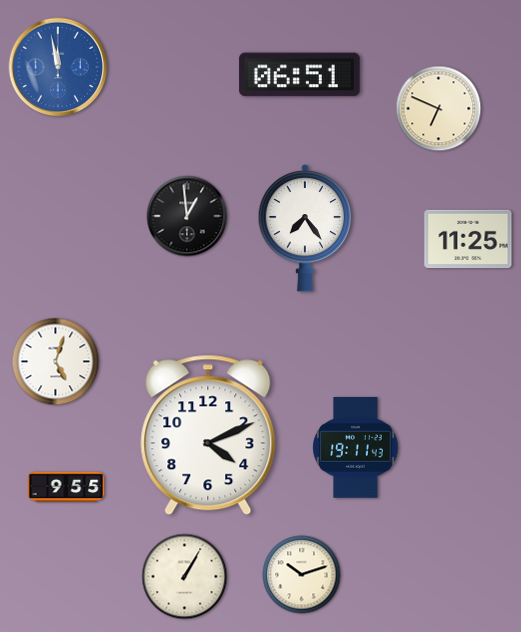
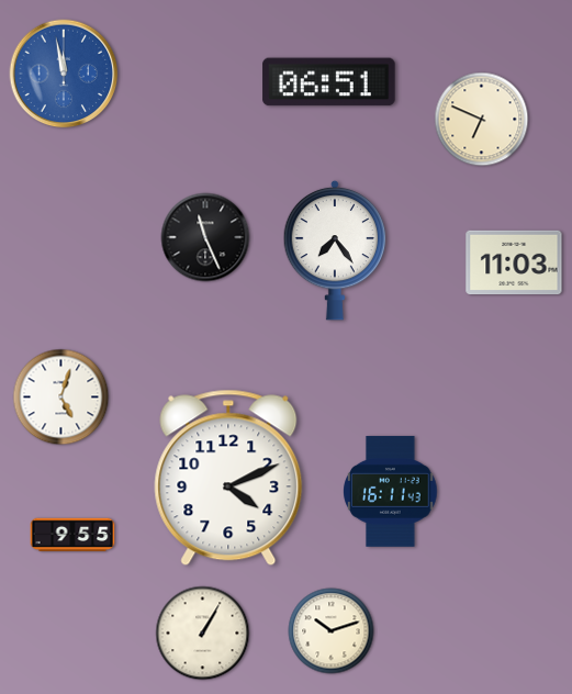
clock at (187, 216): 12:59 -> 11:26
clock at (468, 239): 11:25 -> 11:03
clock at (356, 447): 19:11 -> 16:11
